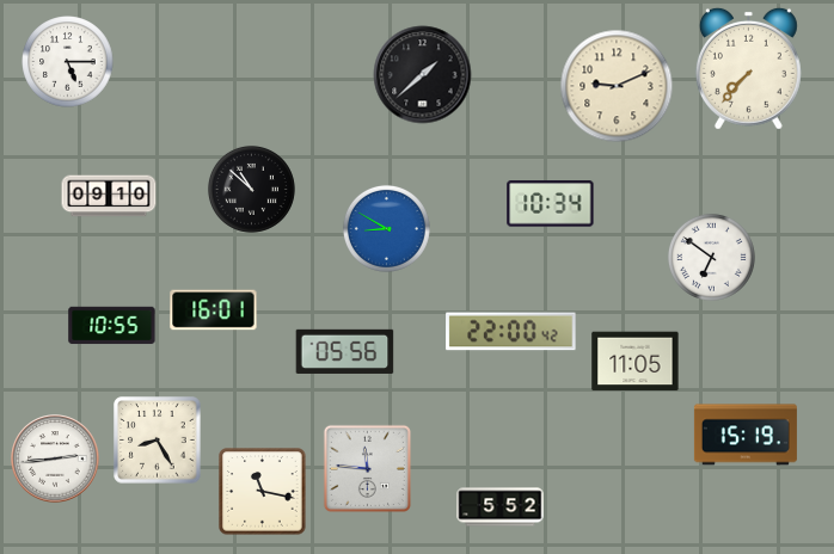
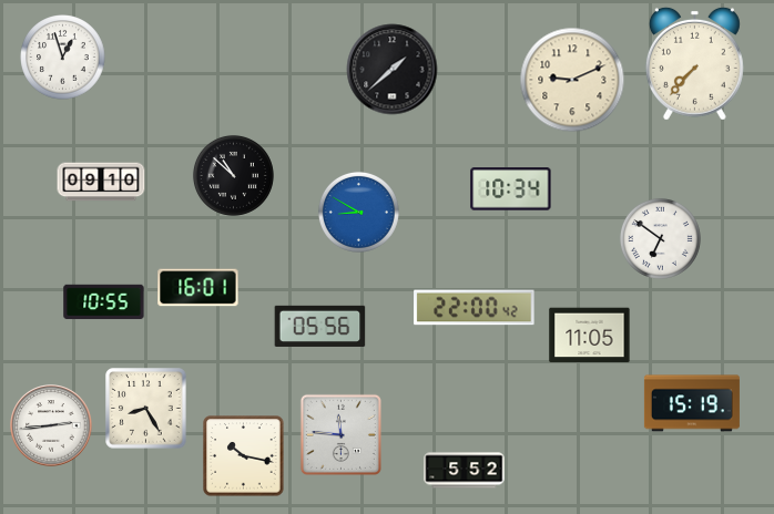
clock at (68, 62): 5:15 -> 12:57
clock at (263, 492): 11:17 -> 10:17
